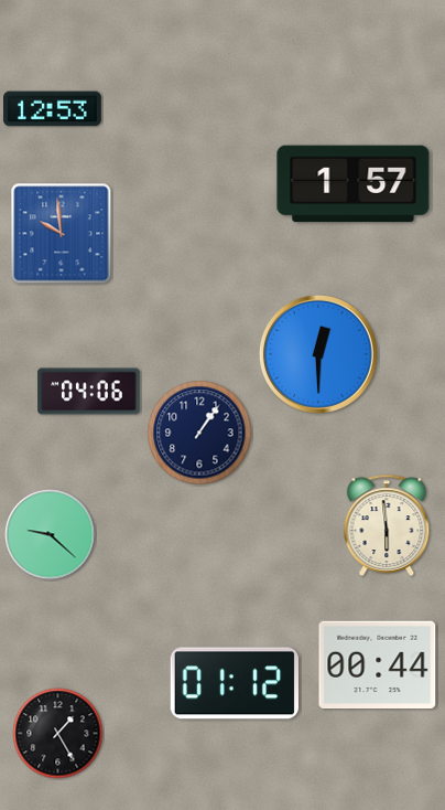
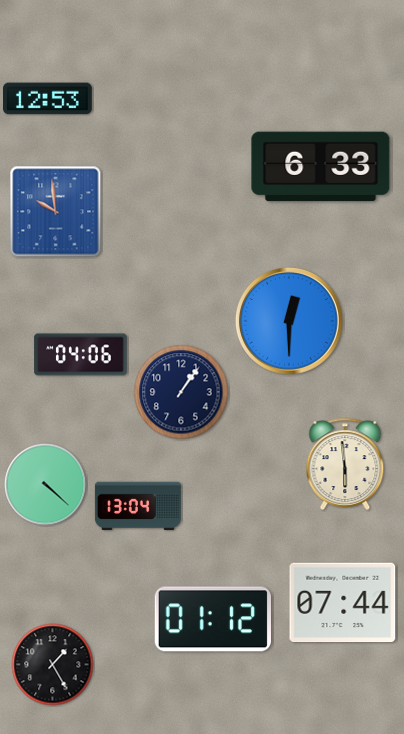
clock at (354, 184): 1:57 -> 6:33
clock at (387, 524) position: (387, 524) -> (345, 463)
clock at (51, 535): 9:22 -> 4:22
clock at (138, 505): none -> 13:04
clock at (378, 665): 00:44 -> 07:44
